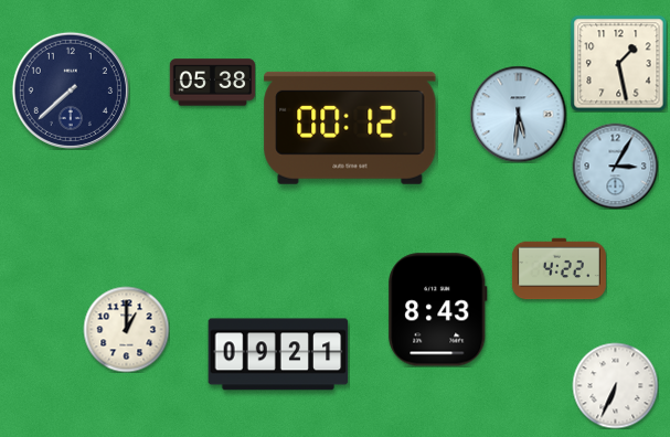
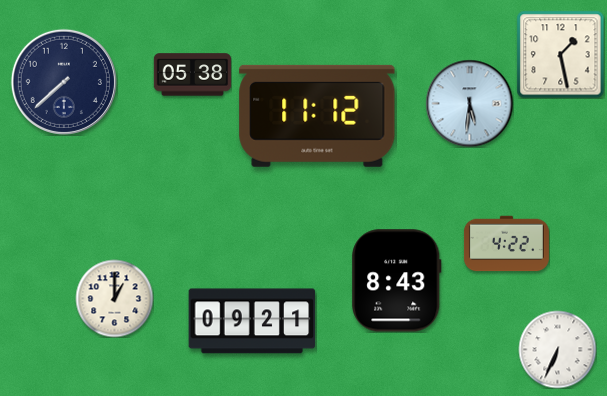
clock at (618, 63) position: (618, 63) -> (560, 54)
clock at (350, 128): 00:12 -> 11:12
clock at (615, 166): 3:05 -> none
